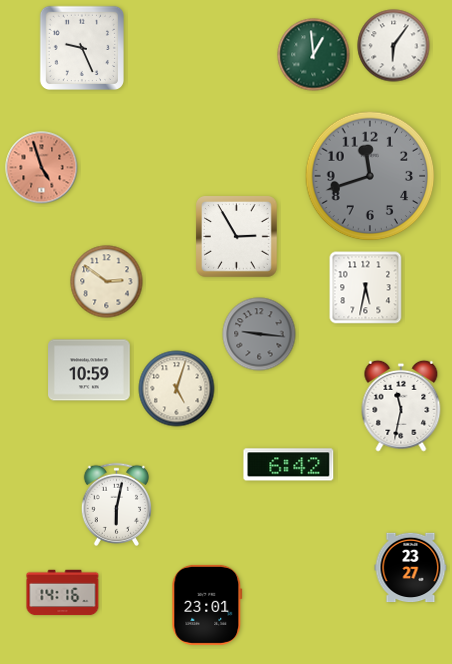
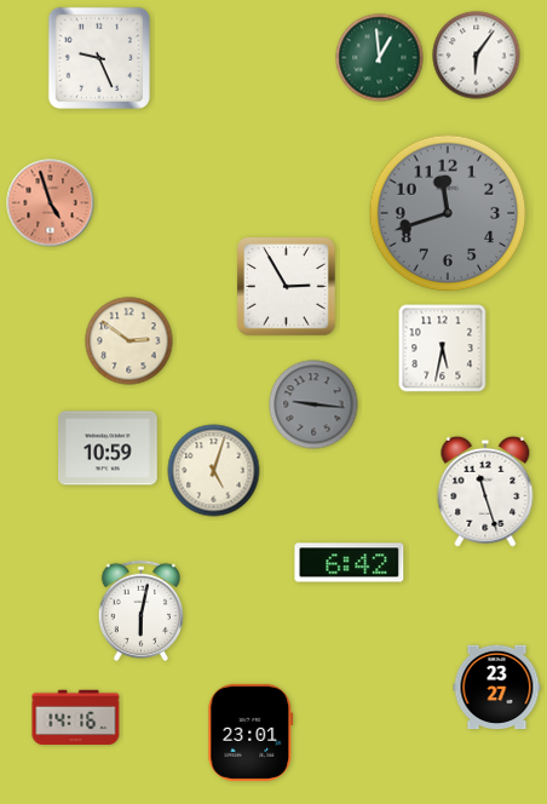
clock at (314, 55) position: (314, 55) -> (380, 58)
clock at (401, 406): 11:32 -> 11:27
